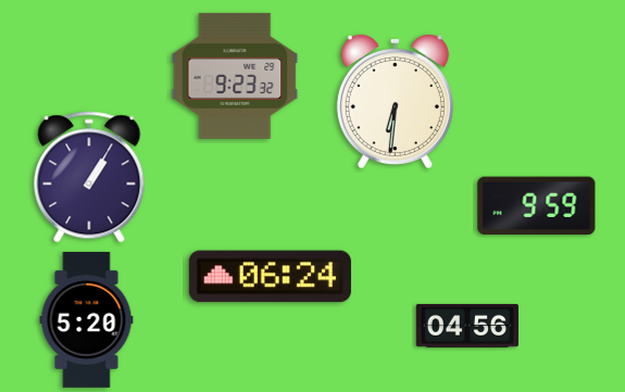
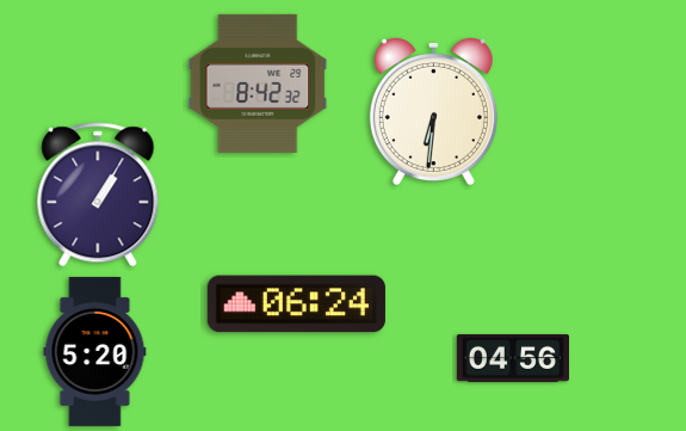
clock at (235, 76): 9:23 -> 8:42
clock at (537, 206): 9:59 -> none
